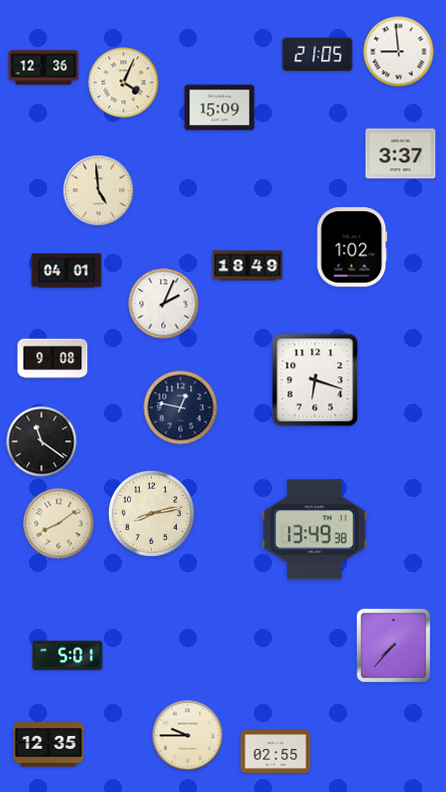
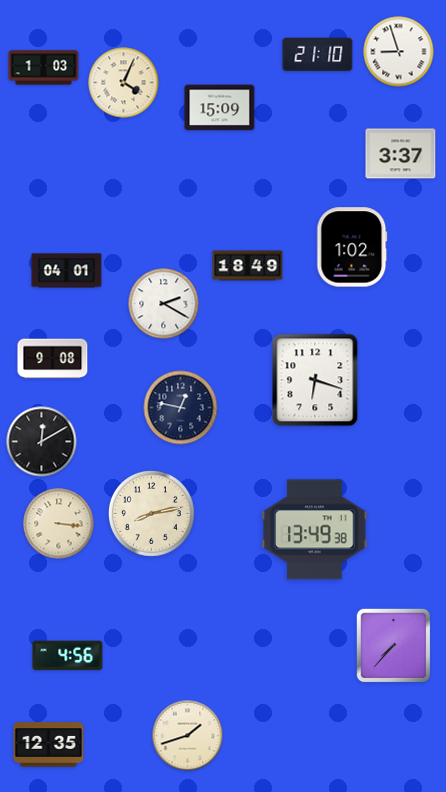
clock at (399, 52): 8:59 -> 8:57
clock at (318, 55): 21:05 -> 21:10
clock at (44, 68): 12:36 -> 1:03
clock at (99, 191): 4:59 -> none
clock at (164, 304): 2:04 -> 2:20
clock at (42, 442): 11:21 -> 12:10
clock at (59, 524): 8:09 -> 3:16
clock at (68, 656): 5:01 -> 4:56
clock at (188, 736): 9:45 -> 1:42
clock at (276, 751): 02:55 -> none
